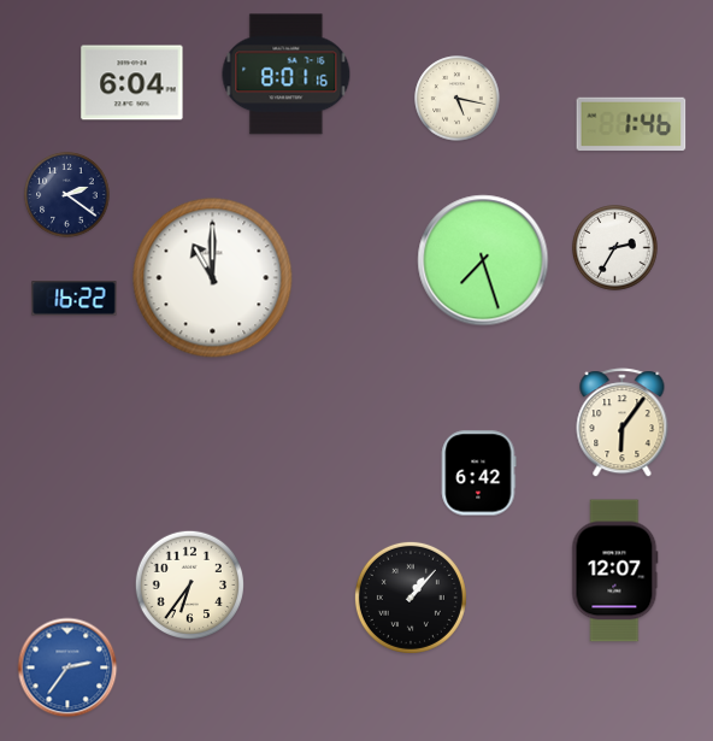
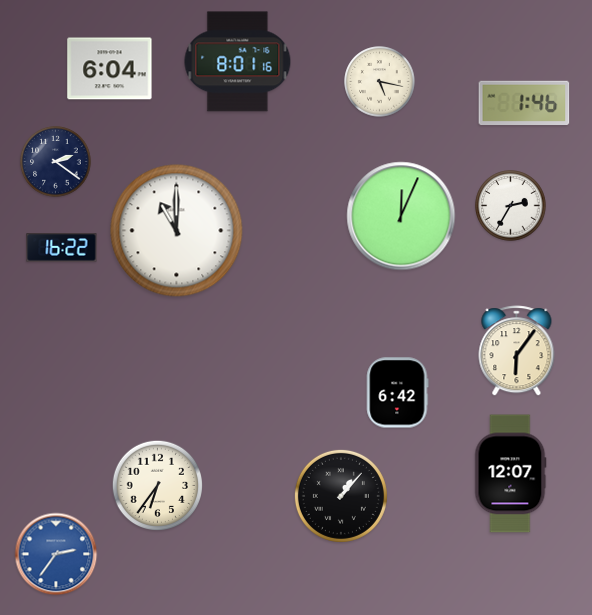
clock at (483, 260): 7:27 -> 12:04
